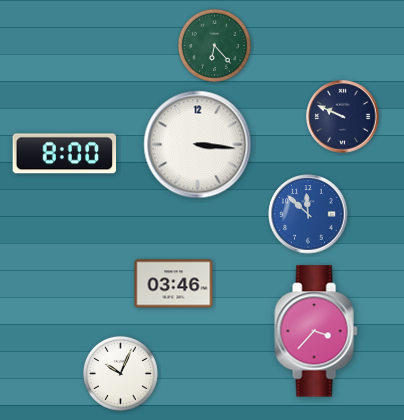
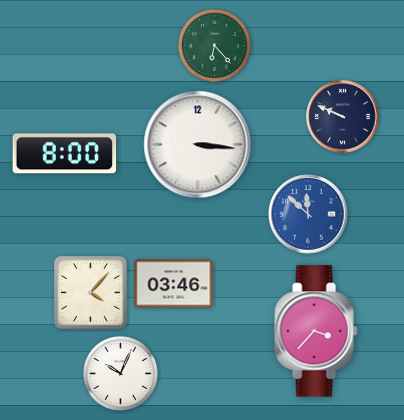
clock at (91, 293): none -> 4:07
